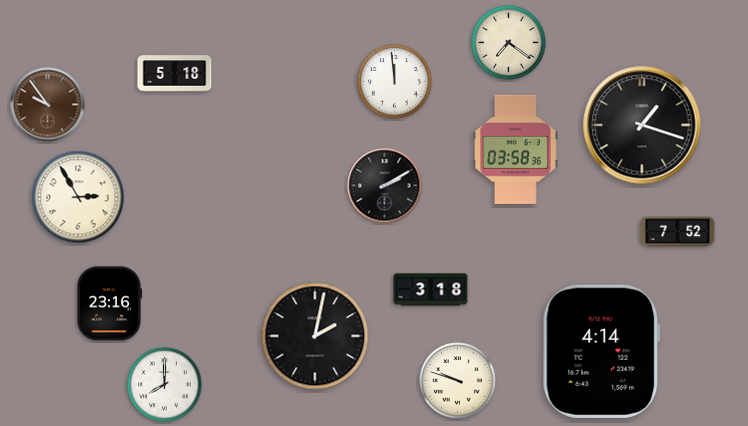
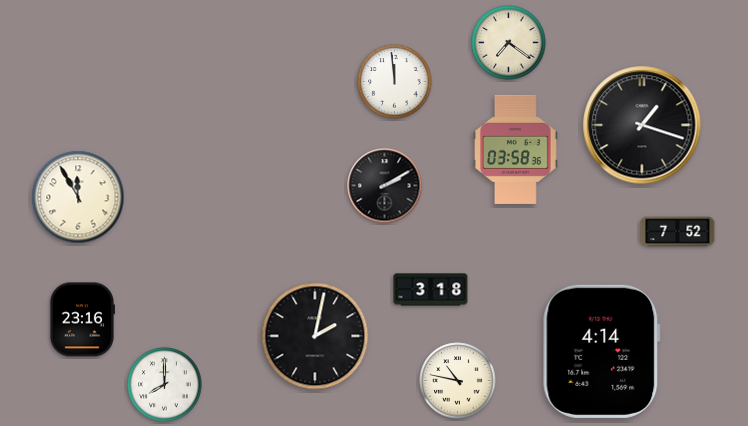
clock at (175, 74): 5:18 -> none
clock at (48, 105): 9:54 -> none
clock at (78, 197): 2:55 -> 11:55
clock at (109, 304) position: (109, 304) -> (82, 320)
clock at (458, 381): 9:48 -> 10:47
